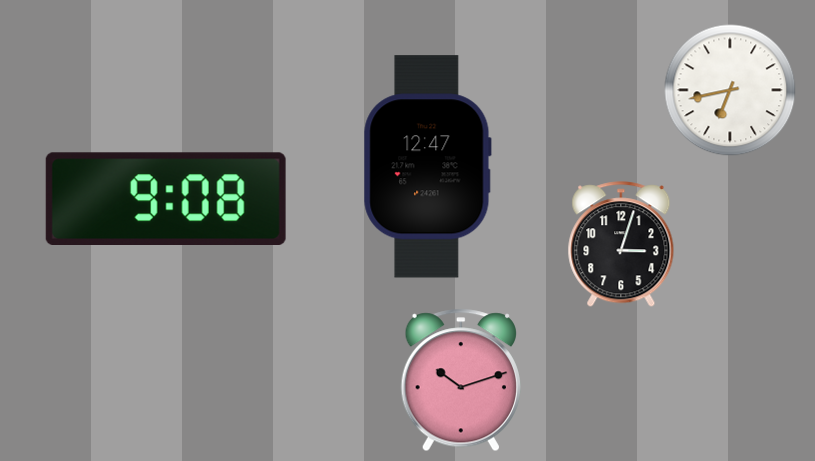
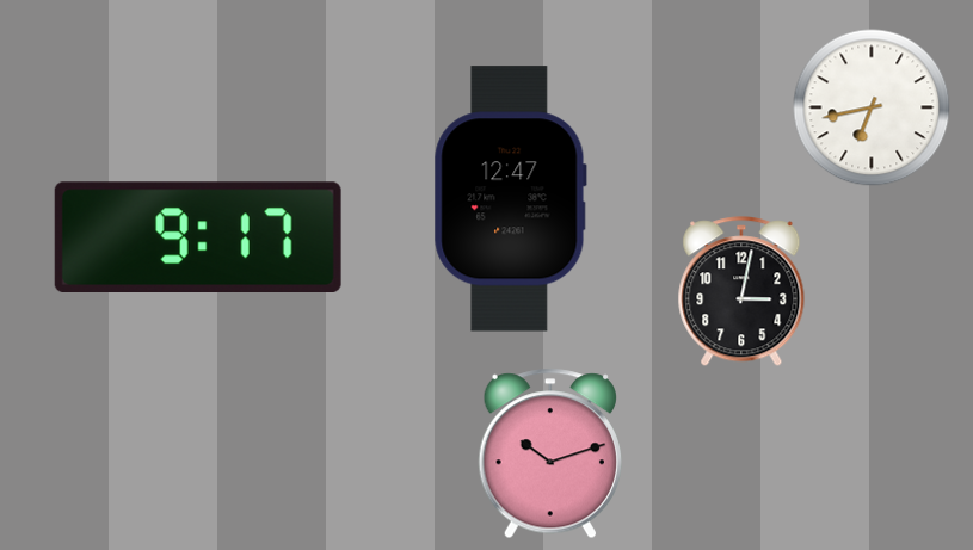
clock at (166, 198): 9:08 -> 9:17
clock at (621, 245): 3:03 -> 3:02
